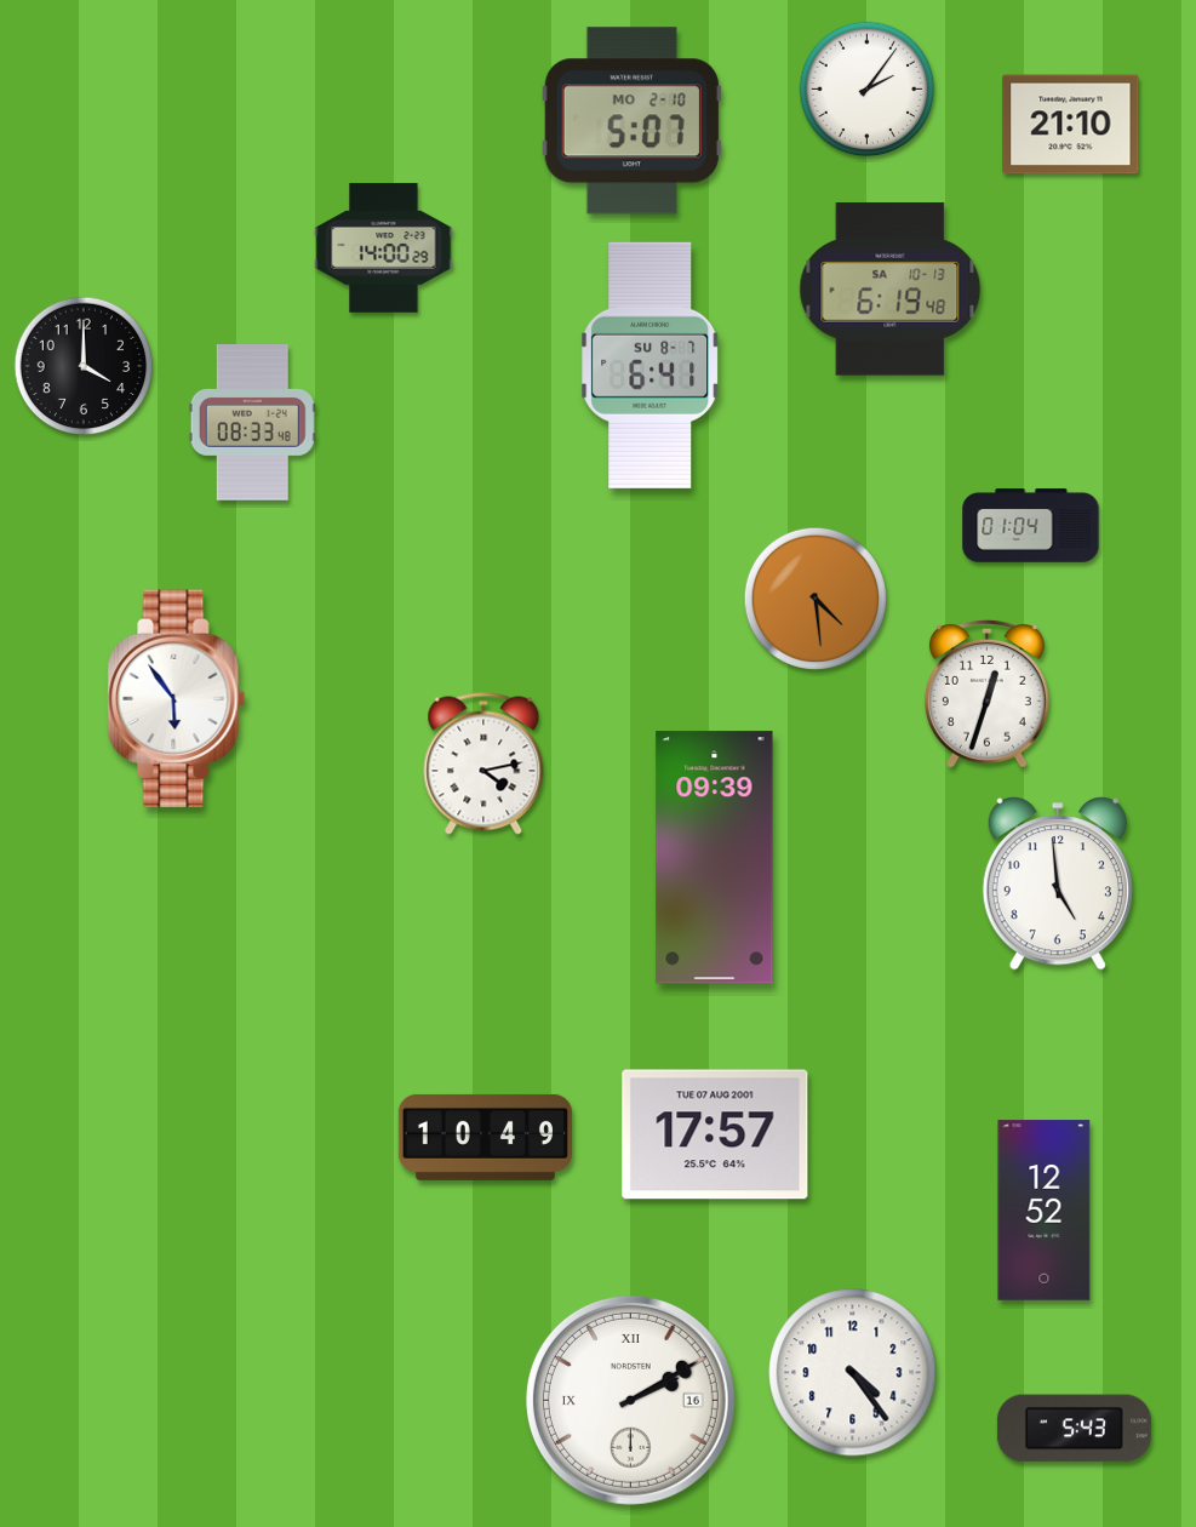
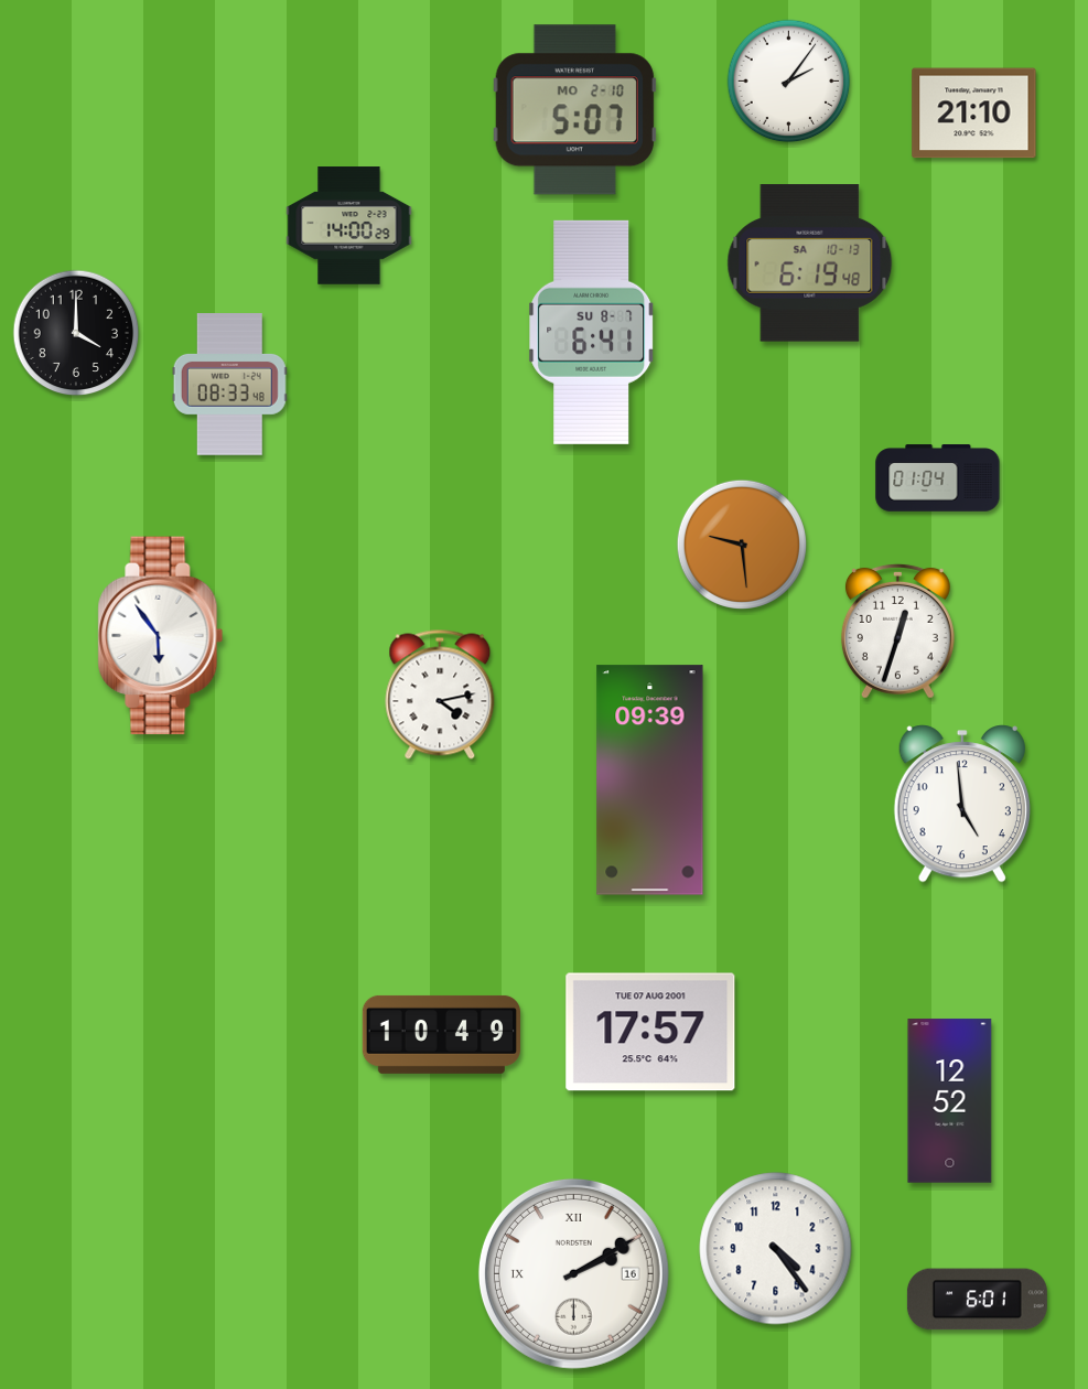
clock at (816, 599): 4:29 -> 9:29
clock at (1074, 1429): 5:43 -> 6:01
